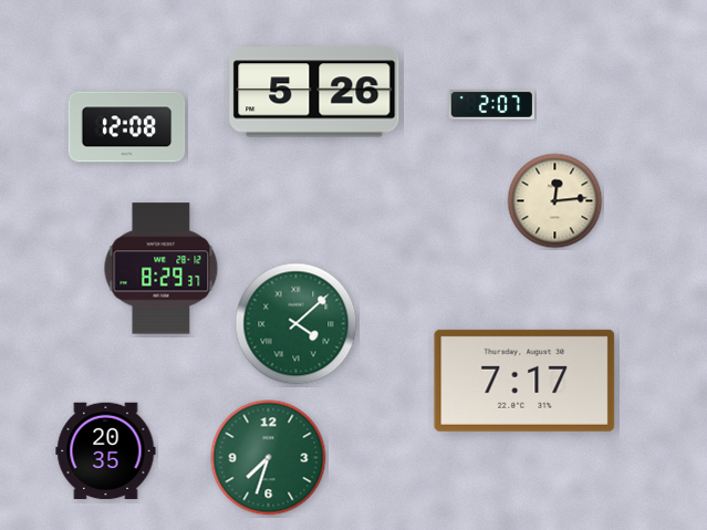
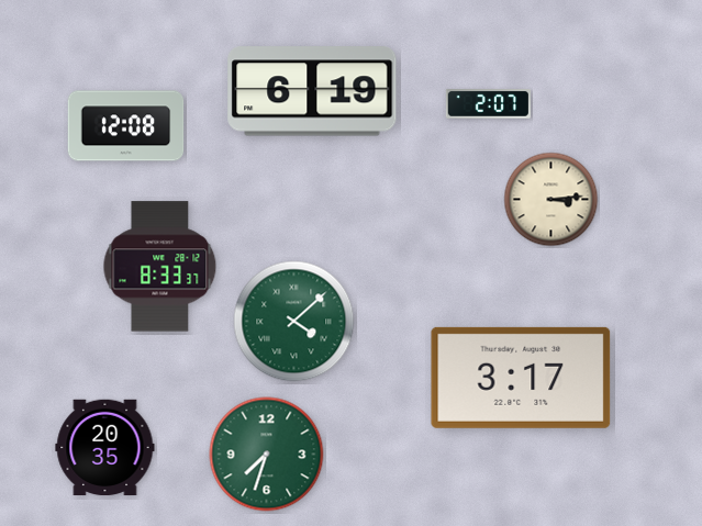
clock at (314, 92): 5:26 -> 6:19
clock at (555, 201): 12:14 -> 3:14
clock at (162, 269): 8:29 -> 8:33
clock at (524, 381): 7:17 -> 3:17
